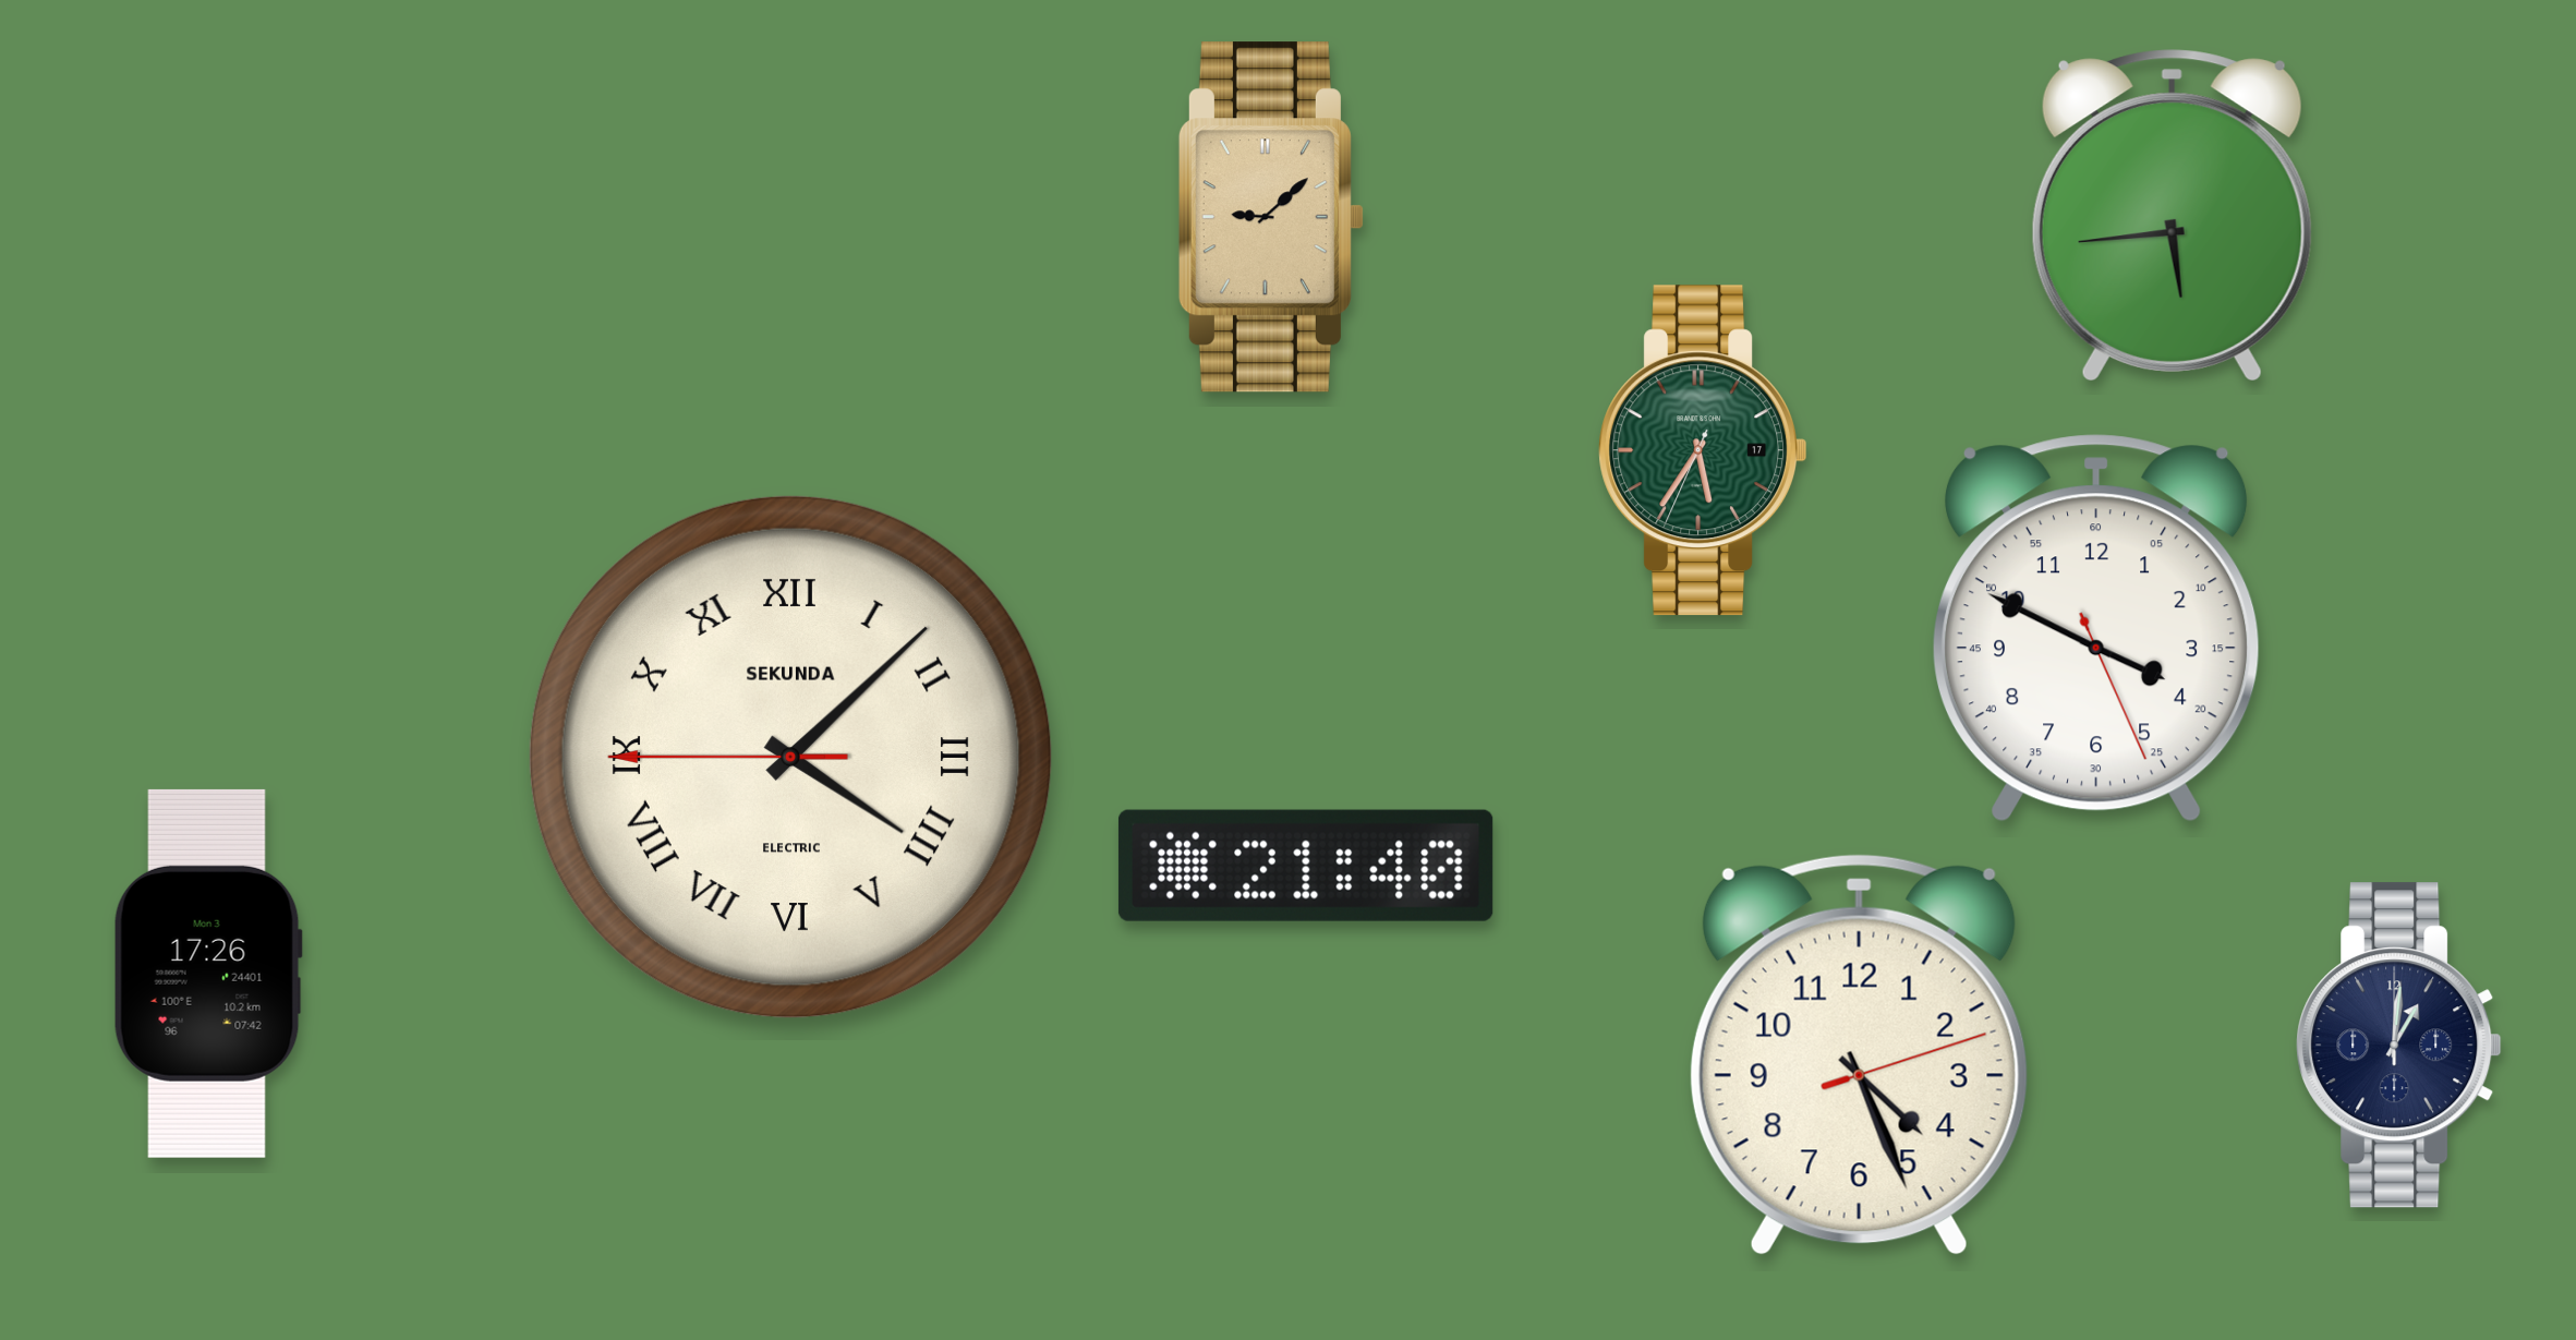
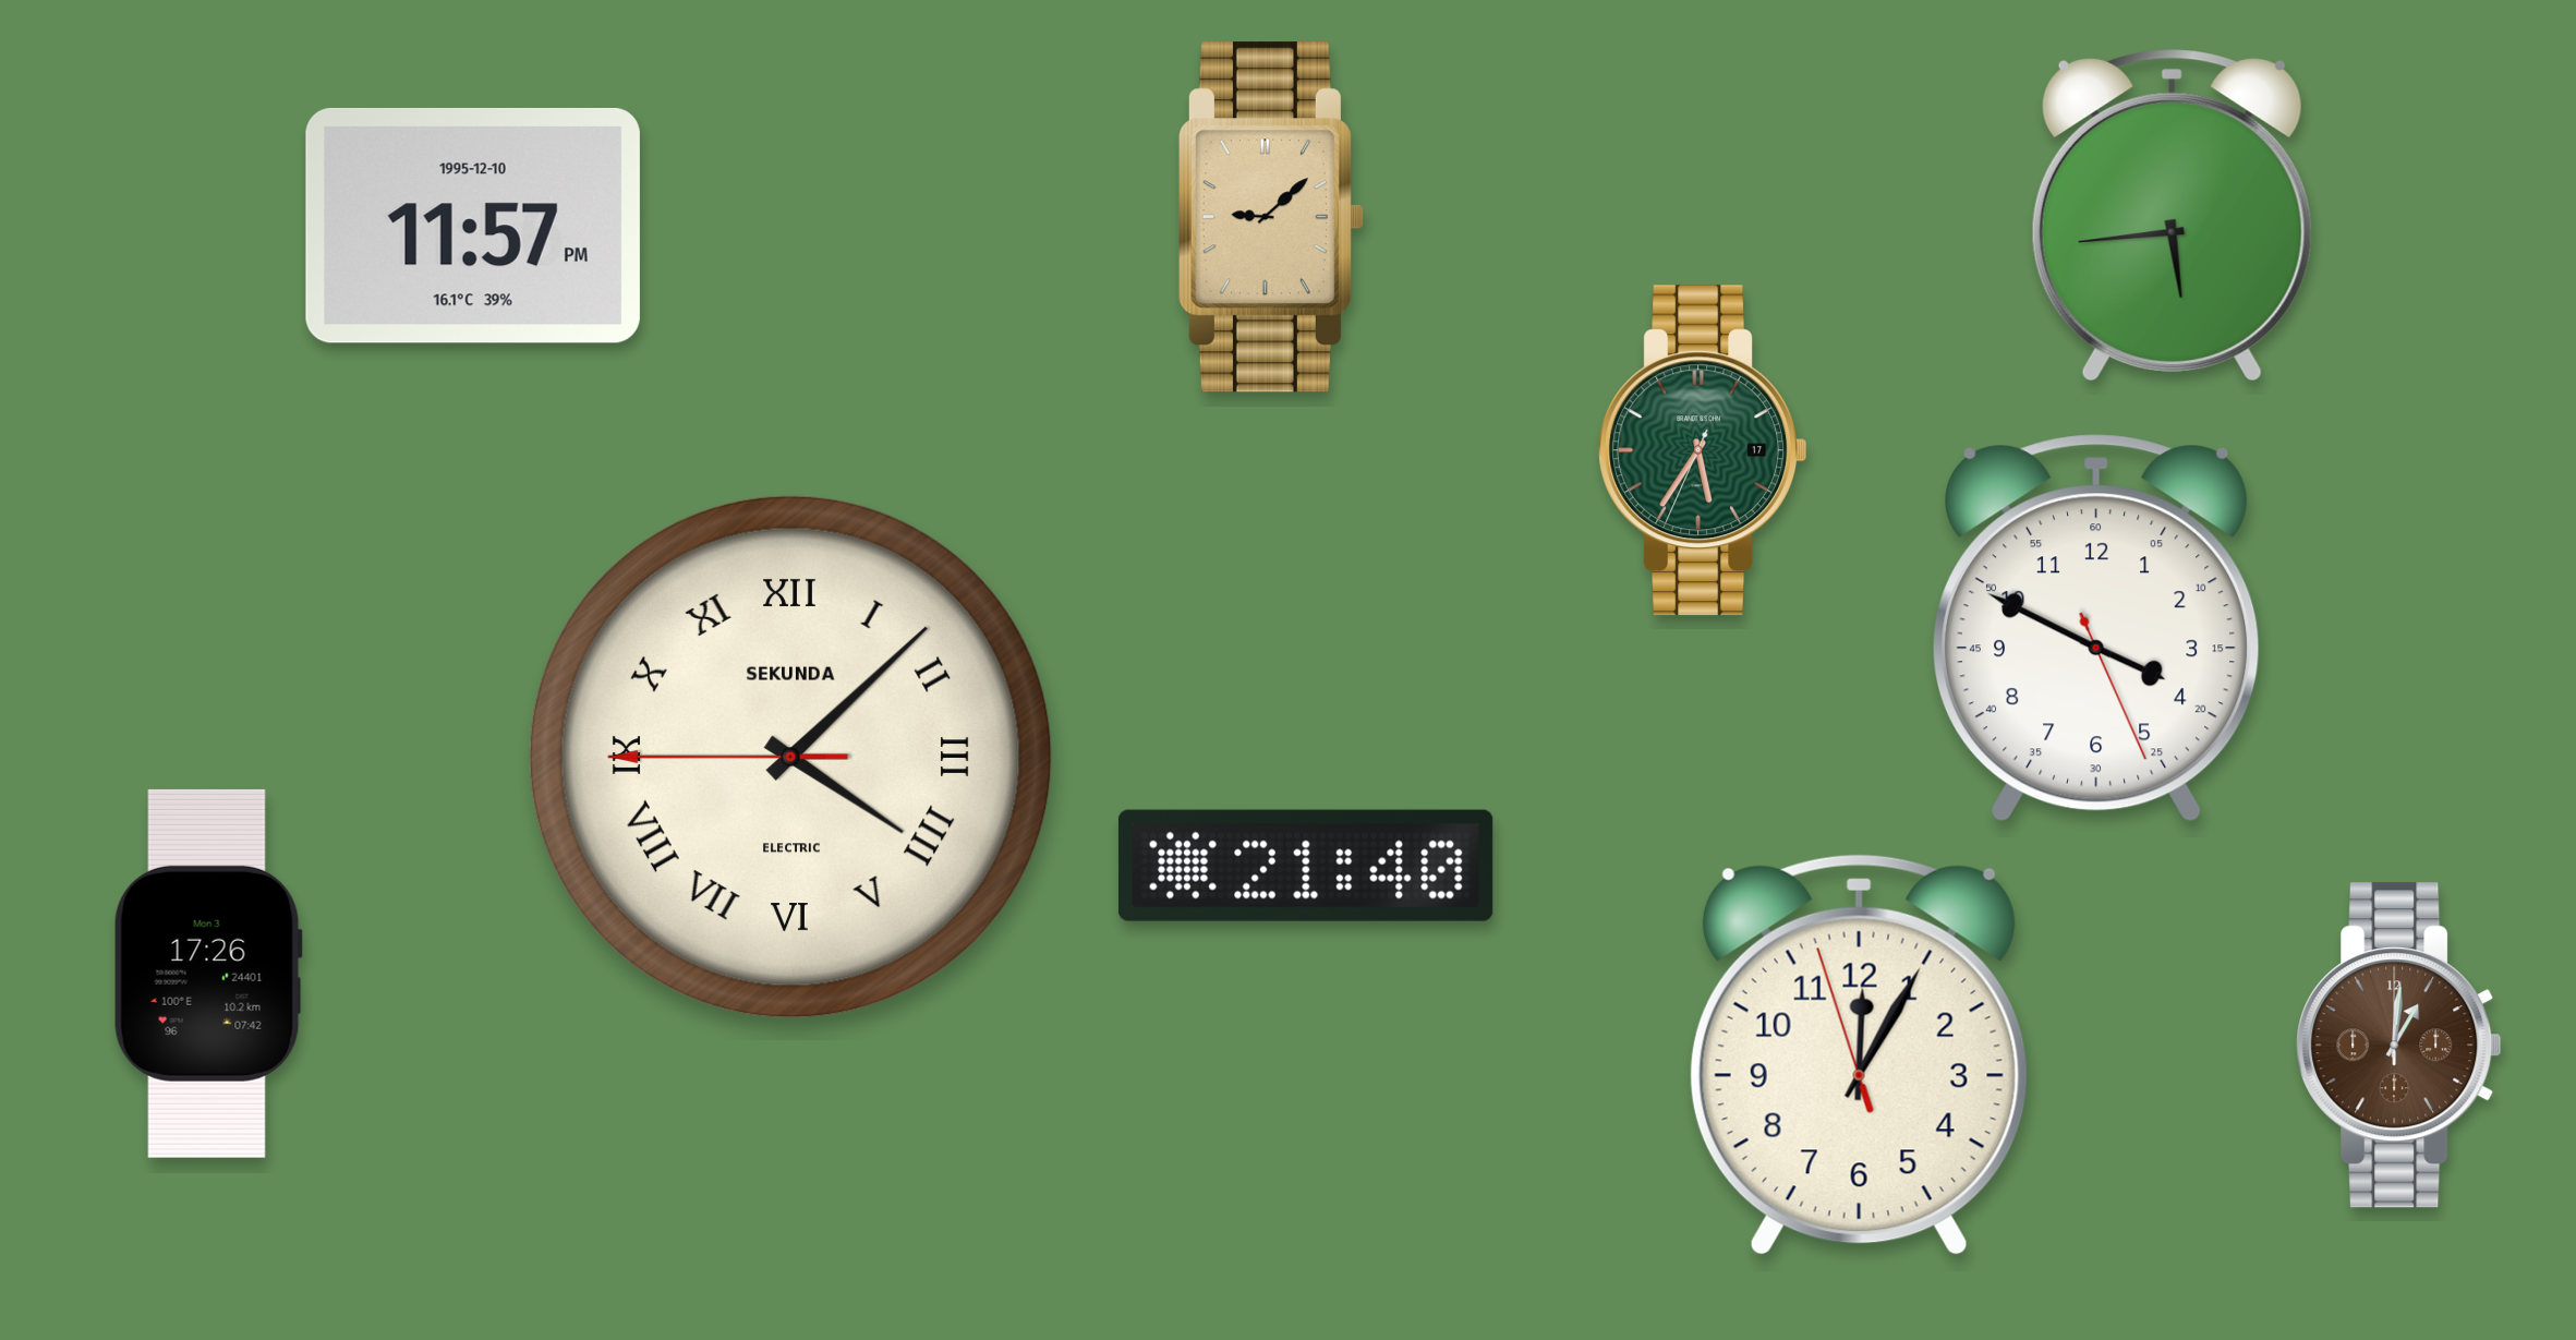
clock at (473, 226): none -> 11:57
clock at (2399, 1046) dial: navy -> brown
clock at (1859, 1054): 4:26 -> 12:04
